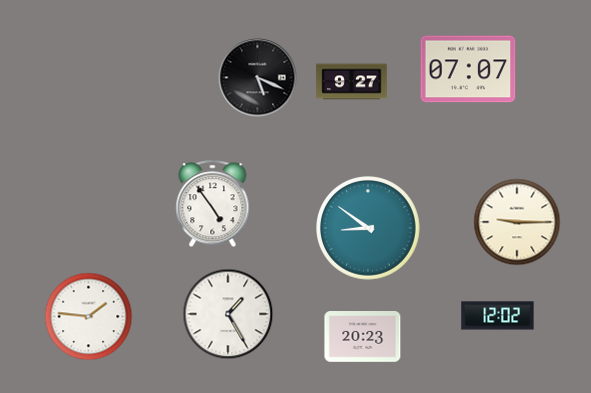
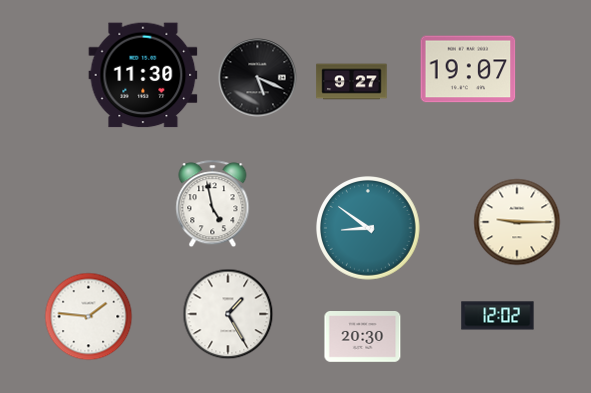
clock at (468, 69): 07:07 -> 19:07
clock at (143, 75): none -> 11:30
clock at (213, 204): 4:54 -> 4:58
clock at (363, 337): 20:23 -> 20:30
